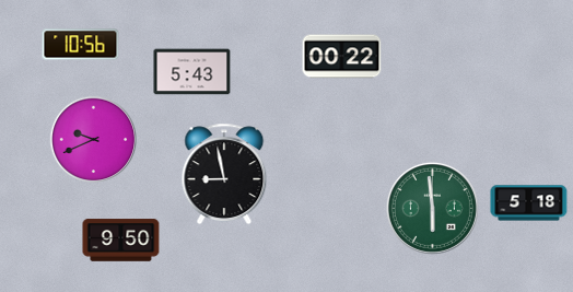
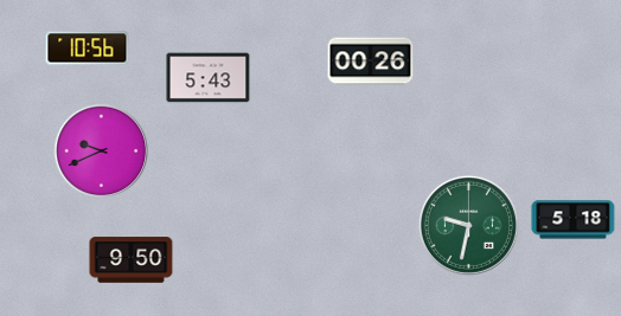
clock at (342, 57): 00:22 -> 00:26
clock at (224, 174): 8:58 -> none
clock at (432, 208): 5:59 -> 9:32
